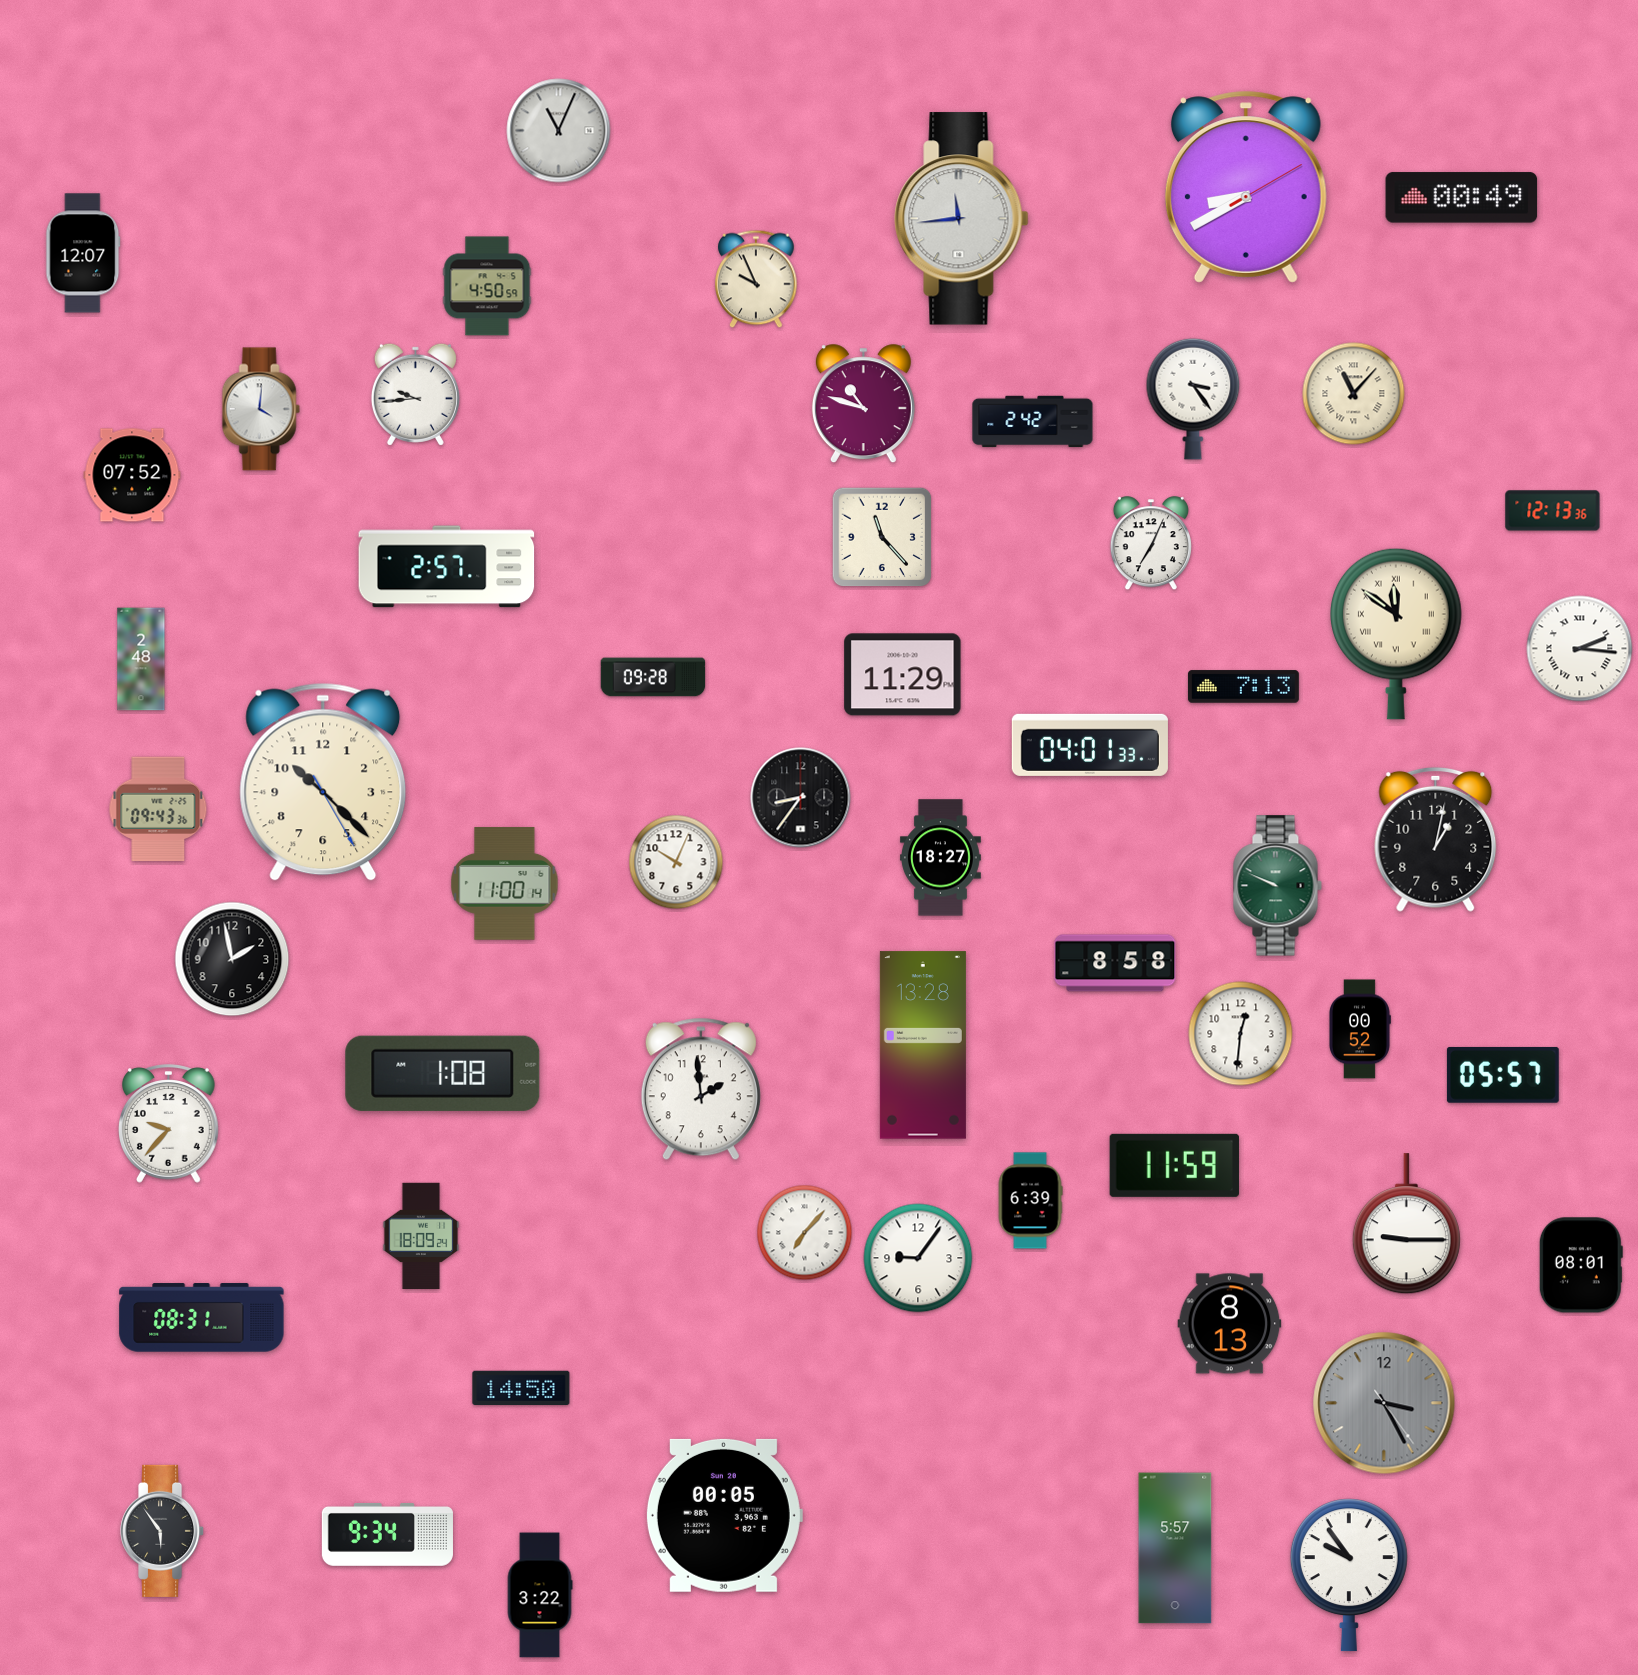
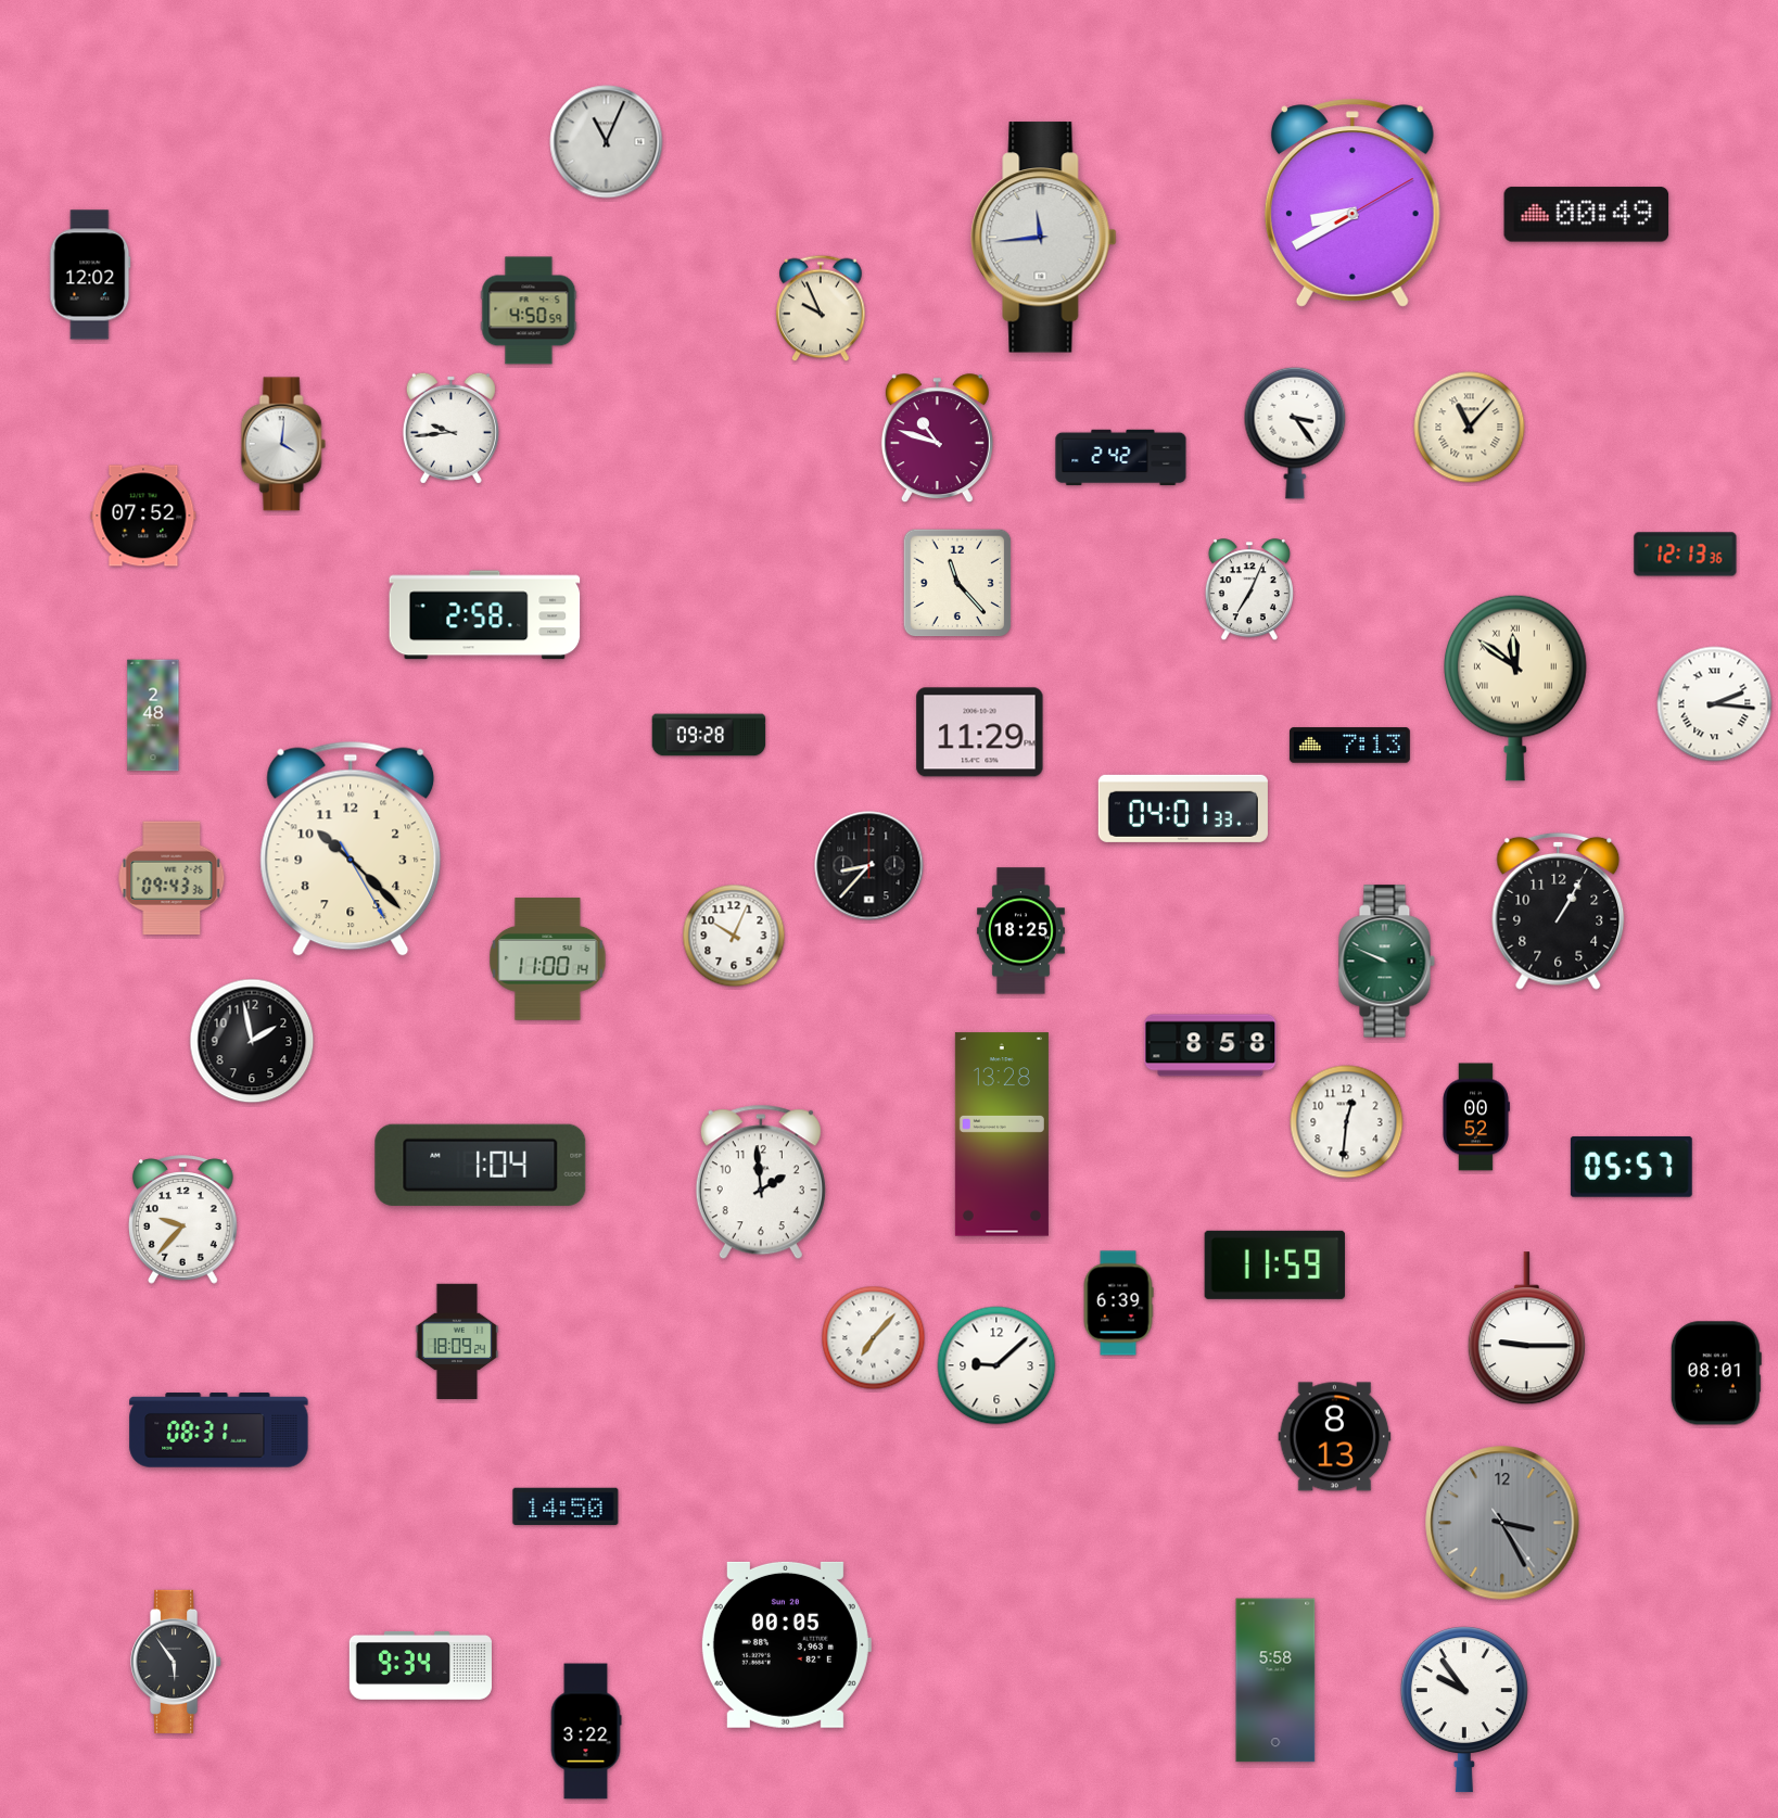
clock at (83, 253): 12:07 -> 12:02
clock at (756, 279) position: (756, 279) -> (821, 308)
clock at (447, 567): 2:57 -> 2:58
clock at (801, 798): 8:36 -> 8:37
clock at (1436, 839): 1:02 -> 1:05
clock at (940, 858): 18:27 -> 18:25
clock at (443, 1073): 1:08 -> 1:04
clock at (918, 1258): 9:06 -> 9:08
clock at (1175, 1548): 5:57 -> 5:58
